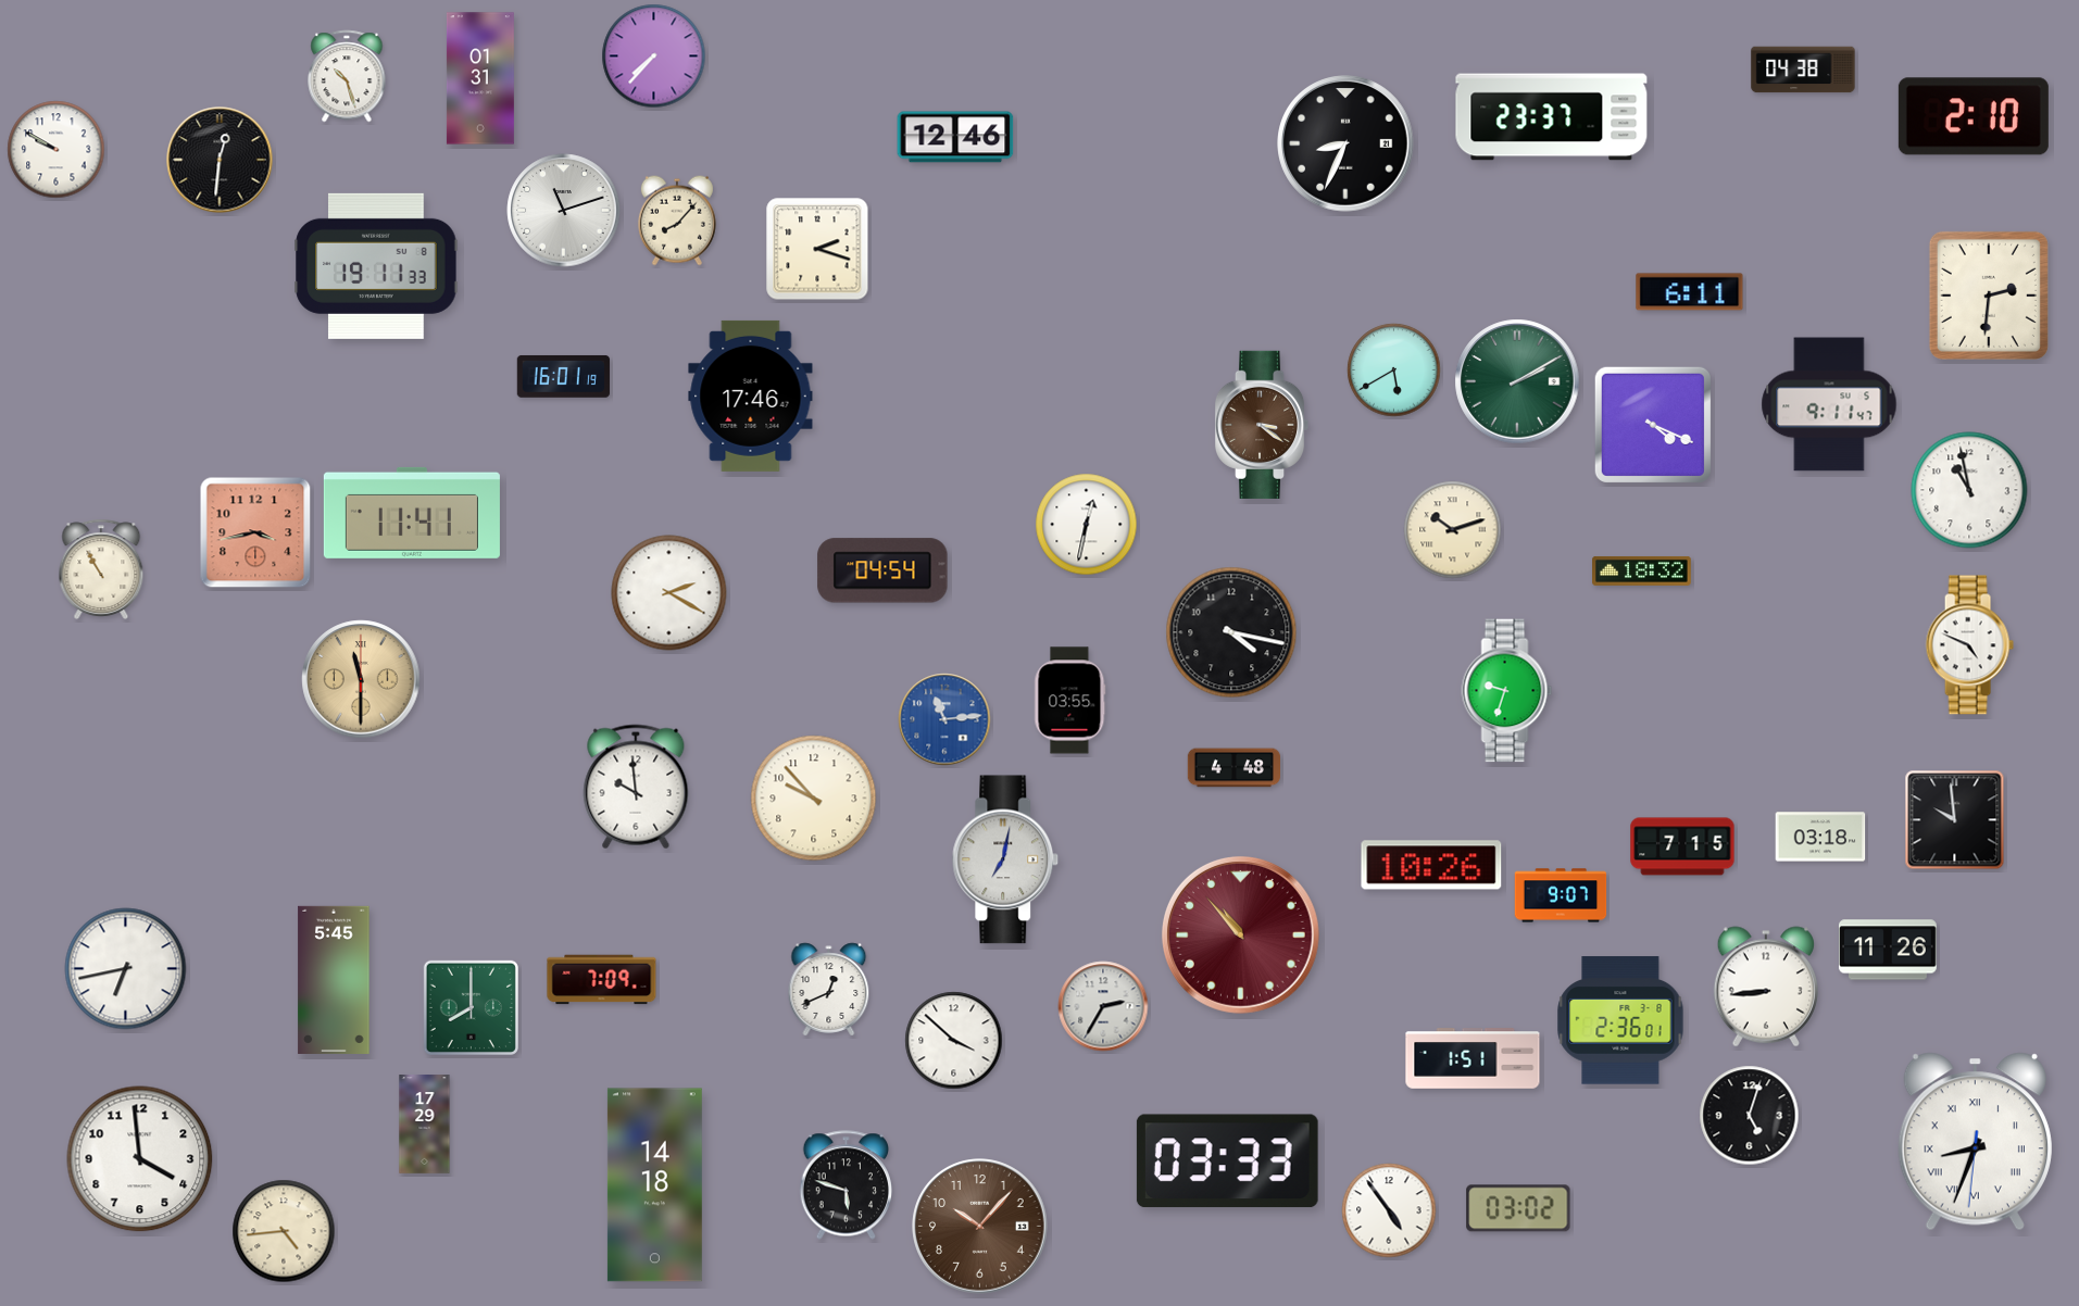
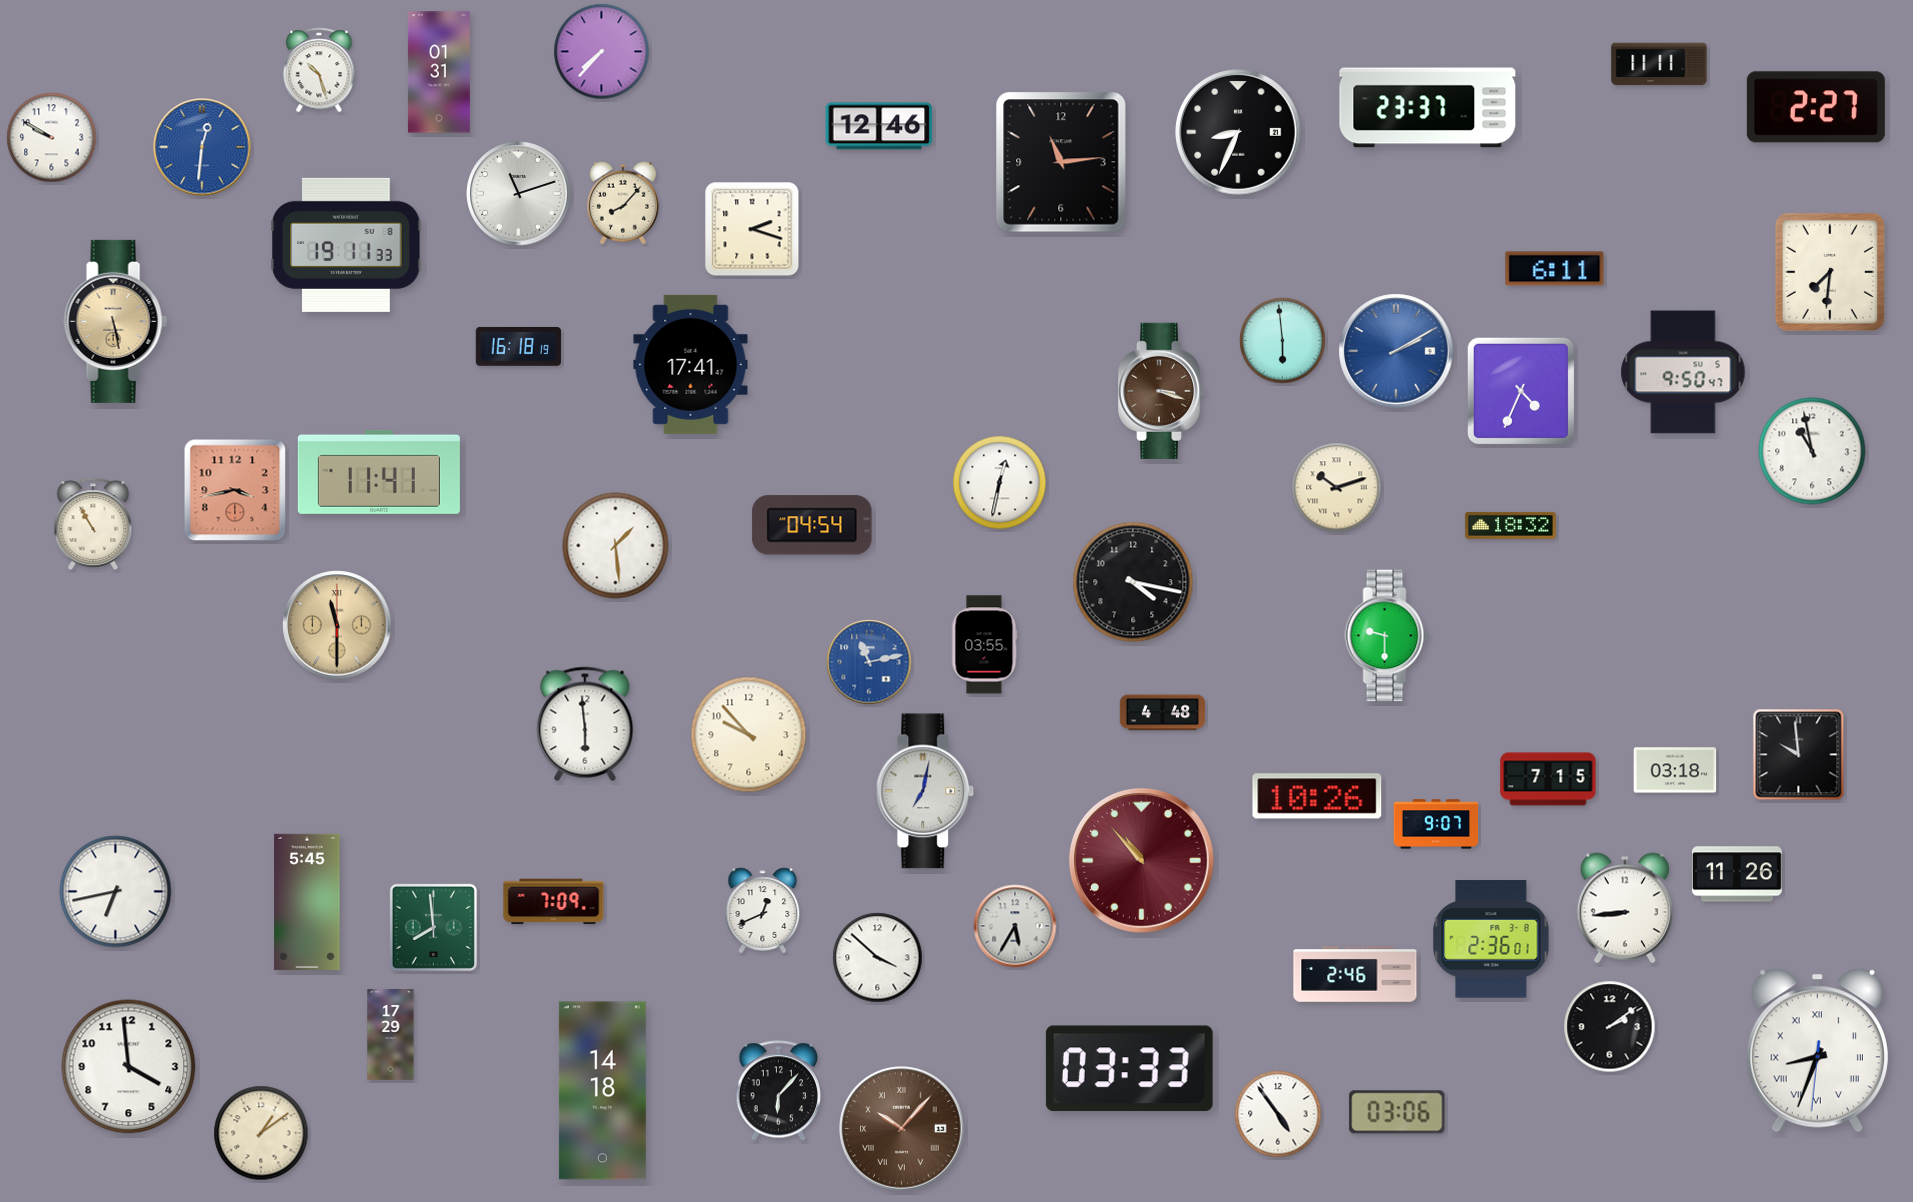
clock at (1803, 70): 04:38 -> 11:11
clock at (480, 78) position: (480, 78) -> (439, 72)
clock at (1974, 116): 2:10 -> 2:27
clock at (220, 160) dial: black -> blue
clock at (1061, 162): none -> 11:14
clock at (1989, 296): 2:31 -> 7:31
clock at (115, 321): none -> 5:28
clock at (1394, 371): 5:40 -> 5:59
clock at (563, 376): 16:01 -> 16:18
clock at (1517, 381) dial: green -> blue
clock at (751, 395): 17:46 -> 17:41
clock at (1829, 404): 9:11 -> 9:50
clock at (1262, 425): 3:21 -> 3:18
clock at (1653, 425): 4:19 -> 4:34
clock at (669, 593): 2:20 -> 1:29
clock at (1969, 645): 4:49 -> none
clock at (361, 679) position: (361, 679) -> (337, 625)
clock at (1507, 691): 9:33 -> 9:30
clock at (944, 719): 11:14 -> 11:13
clock at (1235, 768) position: (1235, 768) -> (1163, 713)
clock at (636, 787): 9:59 -> 5:59
clock at (1103, 1006): 2:35 -> 5:35
clock at (471, 1007): 8:00 -> 7:59
clock at (1473, 1058): 1:51 -> 2:46
clock at (1750, 1116): 5:03 -> 2:09
clock at (846, 1185): 5:48 -> 6:07
clock at (1518, 1208): 03:02 -> 03:06
clock at (980, 1227) numerals: Arabic -> Roman
clock at (284, 1231): 4:44 -> 1:09
